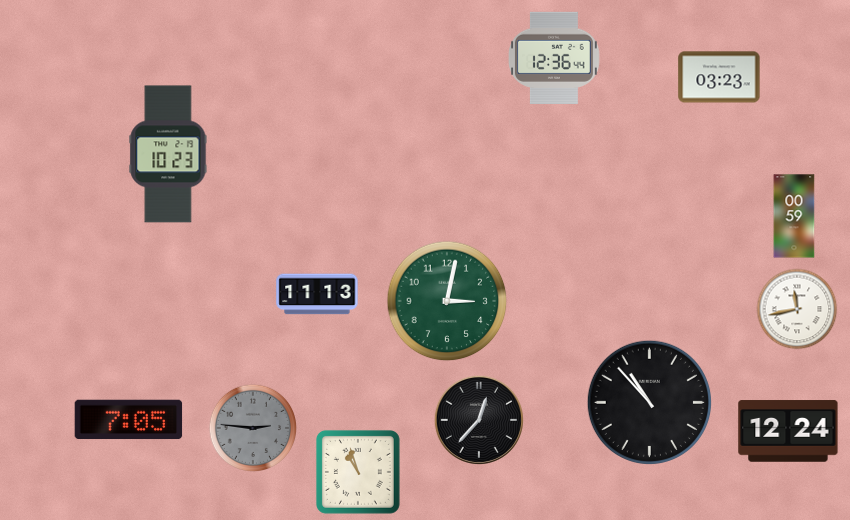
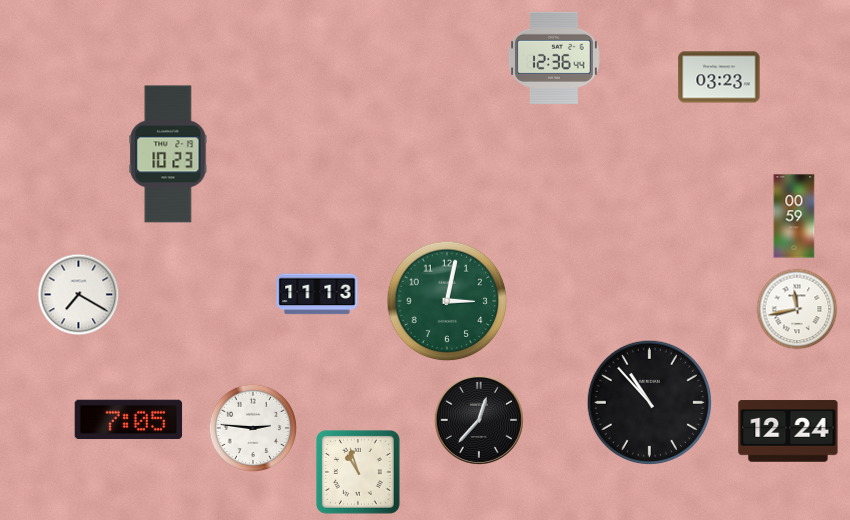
clock at (79, 295): none -> 7:20
clock at (252, 427) dial: grey -> white
